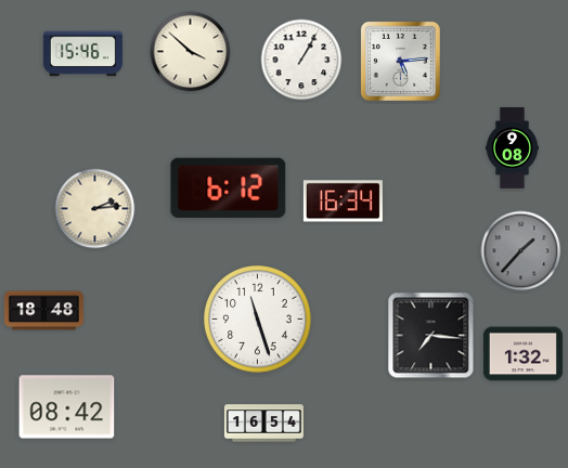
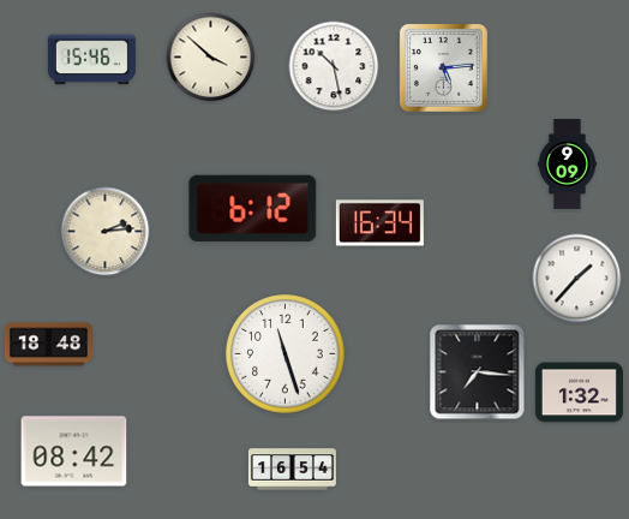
clock at (301, 60): 1:05 -> 10:28
clock at (512, 148): 9:08 -> 9:09
clock at (521, 251) dial: grey -> white
